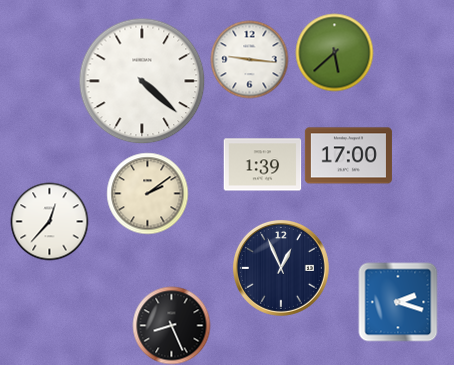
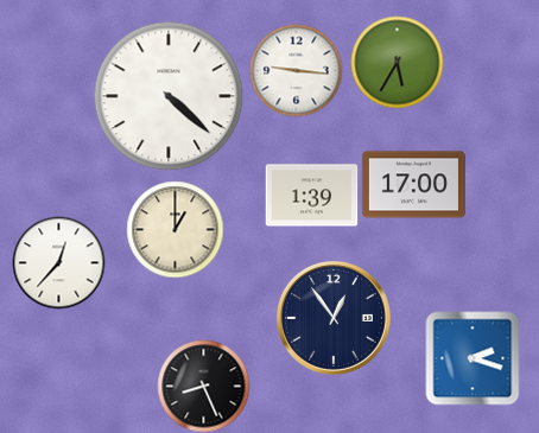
clock at (334, 52): 5:38 -> 5:35
clock at (147, 193): 2:09 -> 1:00
clock at (281, 268): 12:56 -> 12:54
